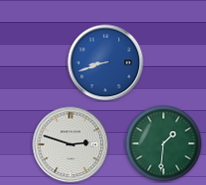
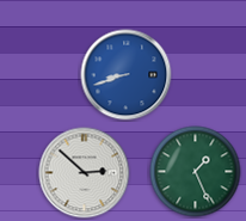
clock at (164, 144): 1:31 -> 1:26
clock at (71, 145): 2:48 -> 2:52
